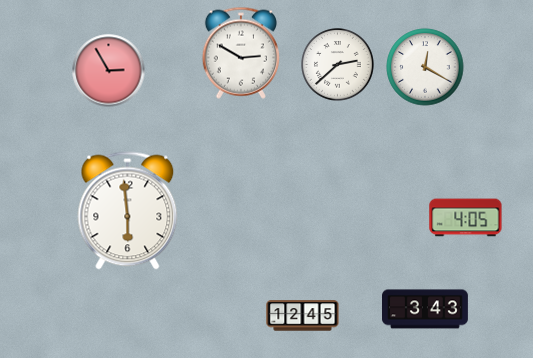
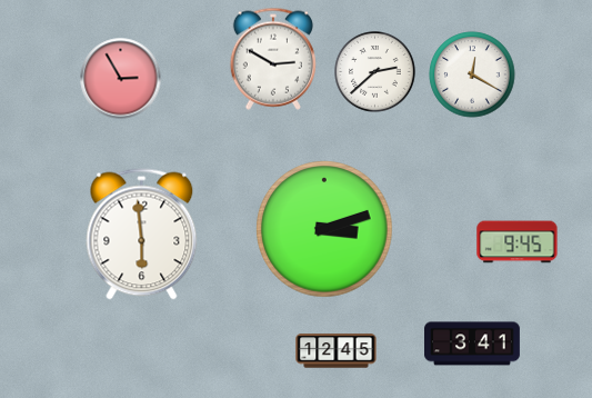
clock at (241, 53) position: (241, 53) -> (273, 59)
clock at (324, 229): none -> 3:12
clock at (466, 218): 4:05 -> 9:45
clock at (426, 309): 3:43 -> 3:41
